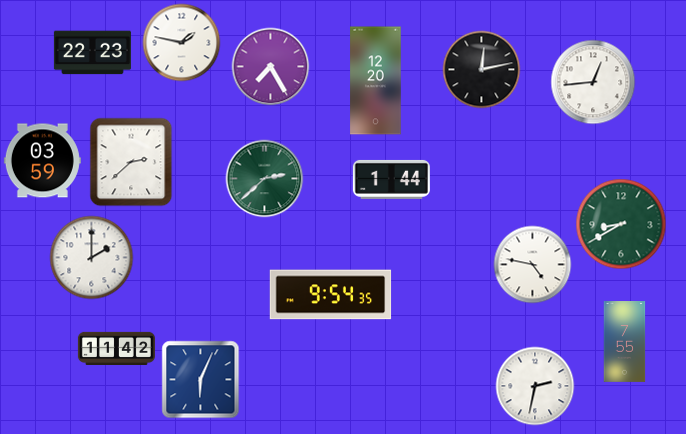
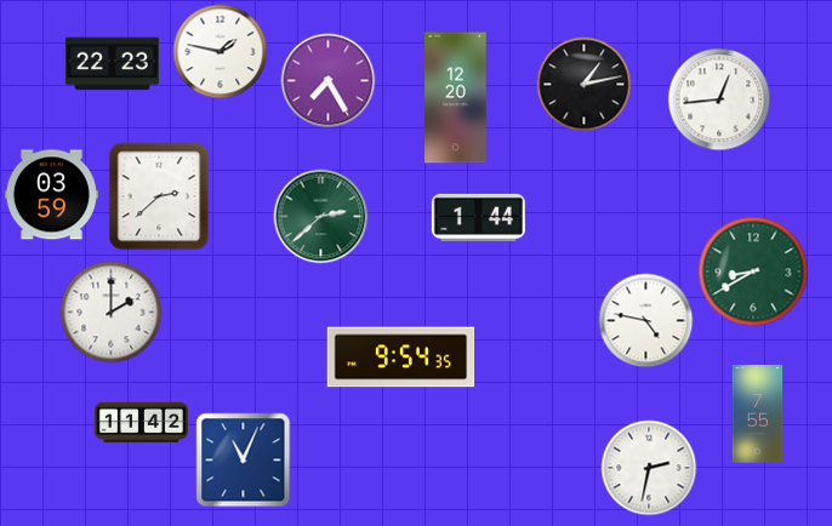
clock at (481, 69): 12:13 -> 1:13
clock at (391, 179) position: (391, 179) -> (478, 217)
clock at (200, 379): 6:04 -> 11:04
